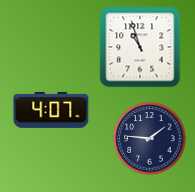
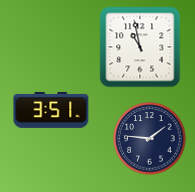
clock at (140, 47): 10:57 -> 10:58
clock at (51, 110): 4:07 -> 3:51
